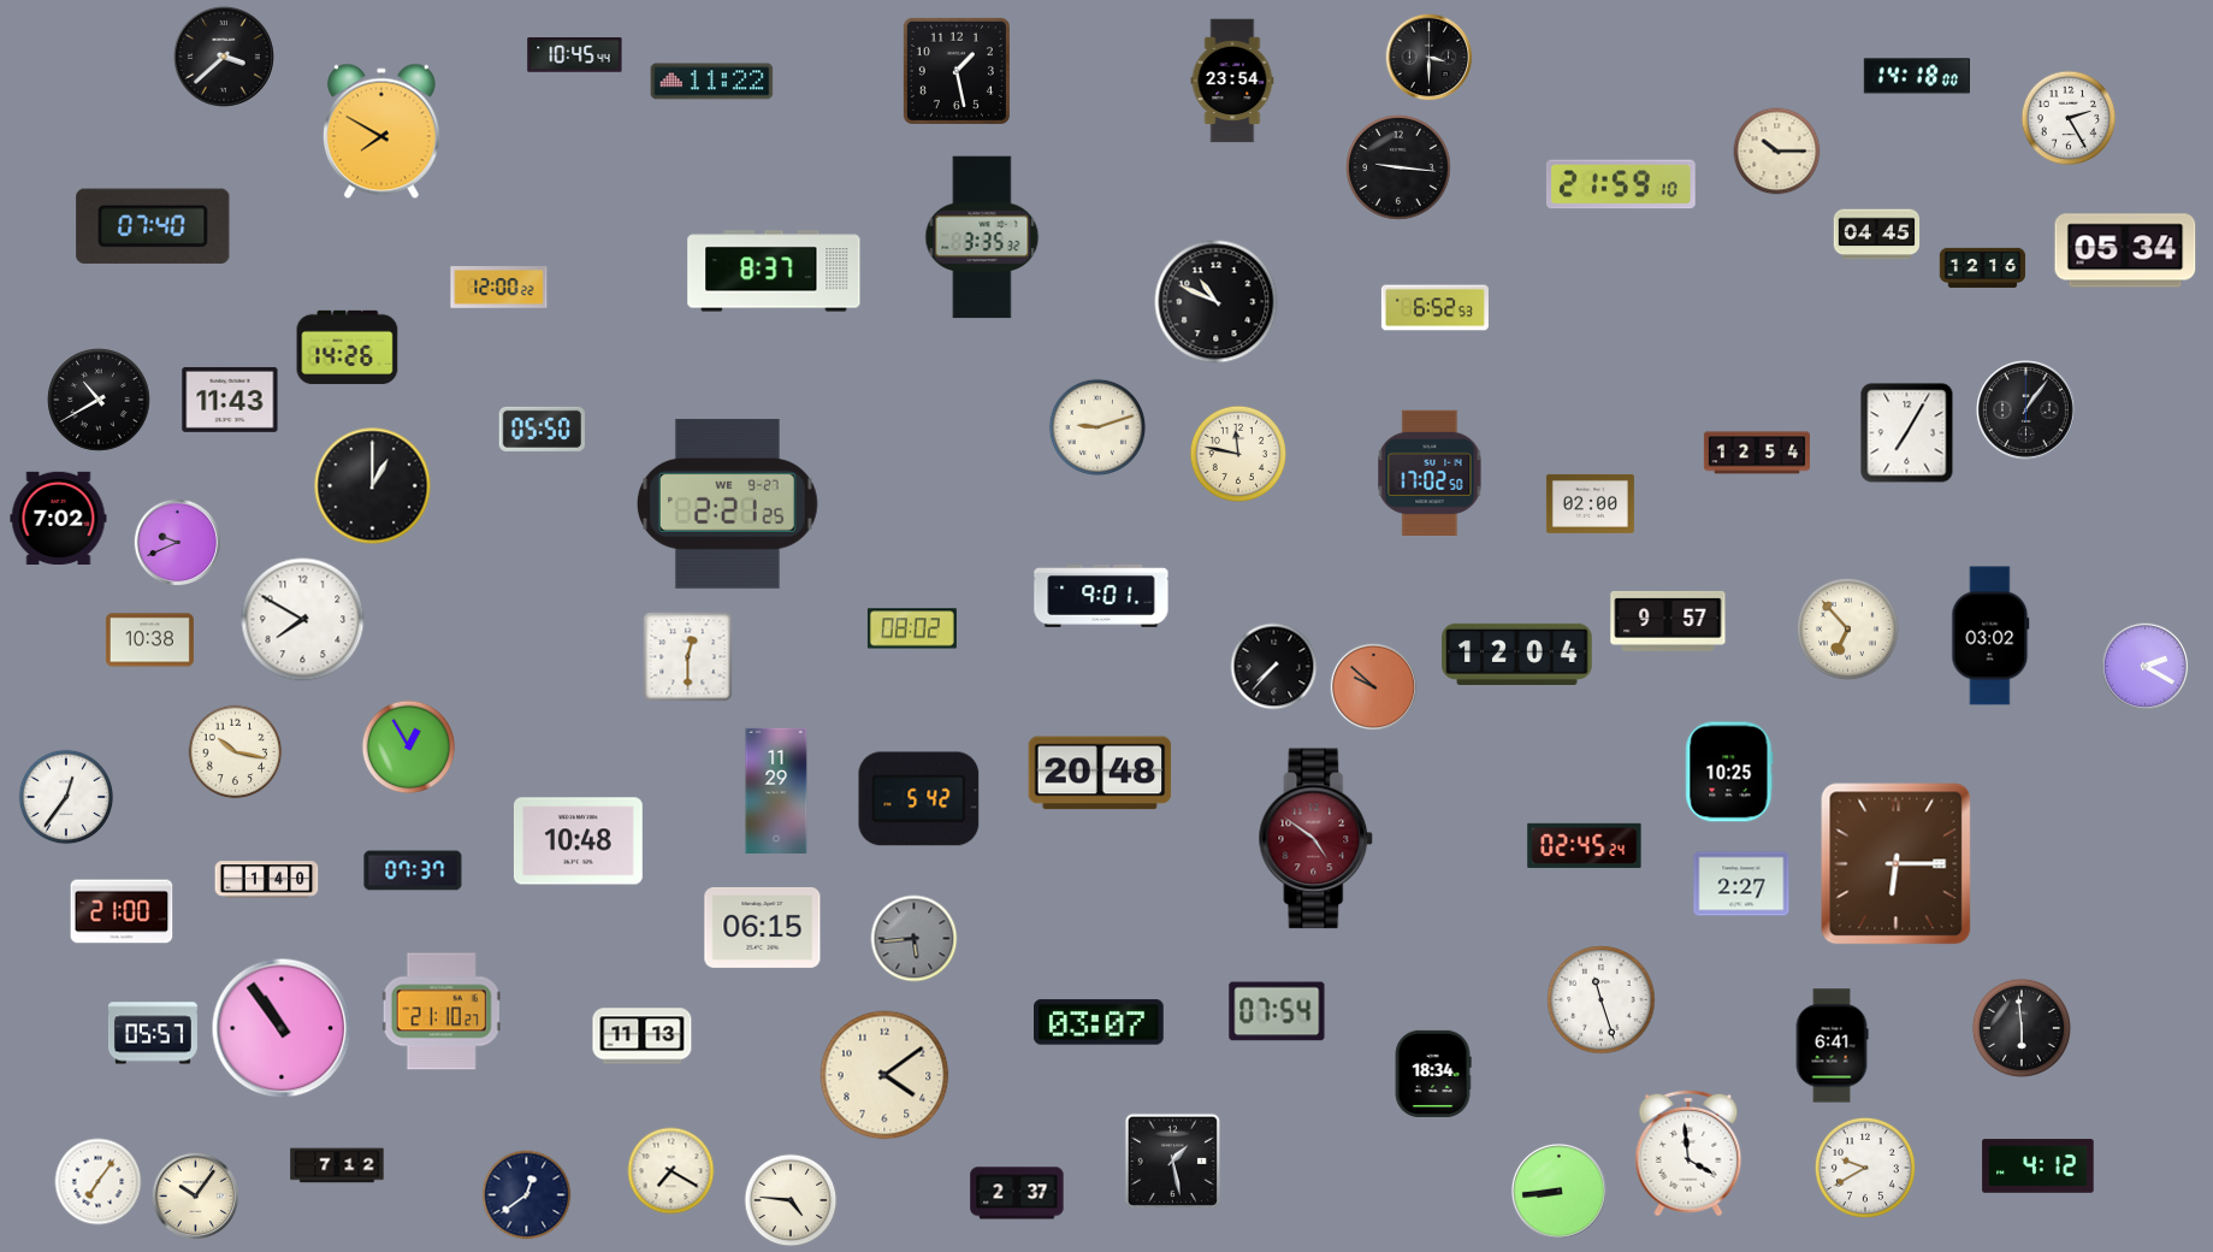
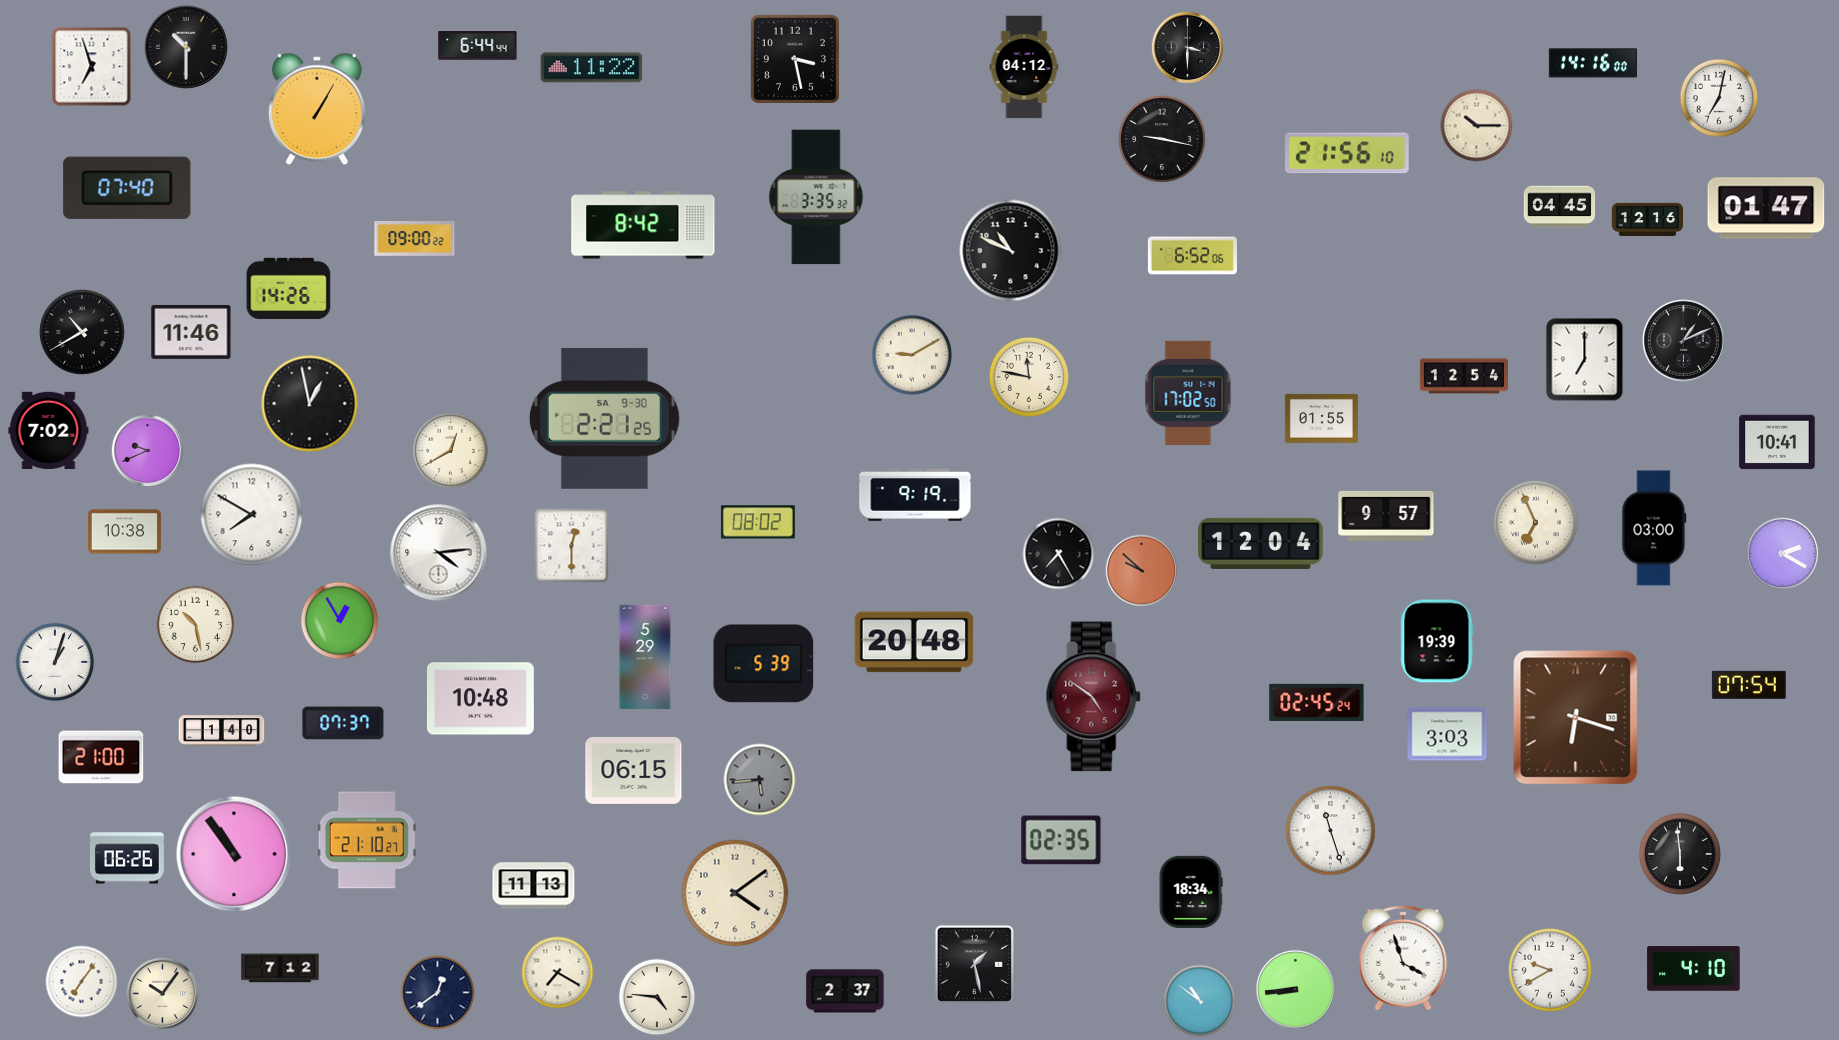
clock at (575, 55): 10:45 -> 6:44
clock at (225, 58): 3:38 -> 10:30
clock at (957, 71): 1:28 -> 3:28
clock at (1917, 76): 14:18 -> 14:16
clock at (92, 67): none -> 6:57
clock at (1232, 81): 23:54 -> 04:12
clock at (2069, 118): 2:25 -> 7:02
clock at (381, 131): 7:50 -> 1:05
clock at (1398, 167): 9:16 -> 9:17
clock at (1621, 184): 21:59 -> 21:56
clock at (1877, 235) position: (1877, 235) -> (1560, 207)
clock at (2125, 250): 05:34 -> 01:47
clock at (1983, 267) position: (1983, 267) -> (1648, 219)
clock at (774, 271): 8:37 -> 8:42
clock at (499, 288): 12:00 -> 09:00
clock at (1434, 308): 6:52:53 -> 6:52:06
clock at (230, 400): 11:43 -> 11:46
clock at (2026, 411): 1:06 -> 1:11
clock at (1096, 426): 9:12 -> 9:10
clock at (542, 429): 05:50 -> none
clock at (1907, 433): 7:05 -> 7:00
clock at (1756, 453) position: (1756, 453) -> (1463, 376)
clock at (373, 486): 1:00 -> 12:58
clock at (727, 503) date: WE 9-27 -> SA 9-30
clock at (1590, 503): 02:00 -> 01:55
clock at (1777, 442): none -> 10:41
clock at (451, 451): none -> 12:40
clock at (1101, 596): 9:01 -> 9:19
clock at (1847, 628): 6:53 -> 6:56
clock at (1990, 636): 03:02 -> 03:00
clock at (439, 553): none -> 4:14
clock at (1274, 667): 7:37 -> 7:25
clock at (236, 752): 10:17 -> 10:28
clock at (1729, 772): 10:25 -> 19:39
clock at (776, 790): 11:29 -> 5:29
clock at (66, 797): 12:36 -> 1:03
clock at (919, 799): 5:42 -> 5:39
clock at (1749, 685): none -> 07:54
clock at (1897, 864): 6:15 -> 6:18
clock at (1741, 884): 2:27 -> 3:03
clock at (1277, 1011): 07:54 -> 02:35
clock at (1100, 1022): 03:07 -> none
clock at (153, 1033): 05:57 -> 06:26
clock at (643, 1037) position: (643, 1037) -> (534, 886)
clock at (1832, 1046): 6:41 -> none
clock at (1688, 1153): 3:59 -> 3:57
clock at (2039, 1167): 4:12 -> 4:10
clock at (1200, 1001): none -> 10:51
